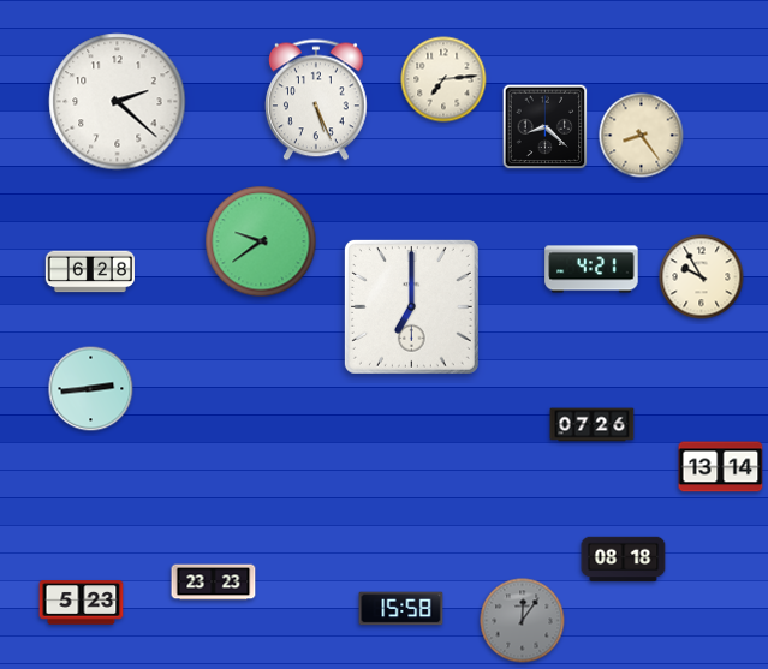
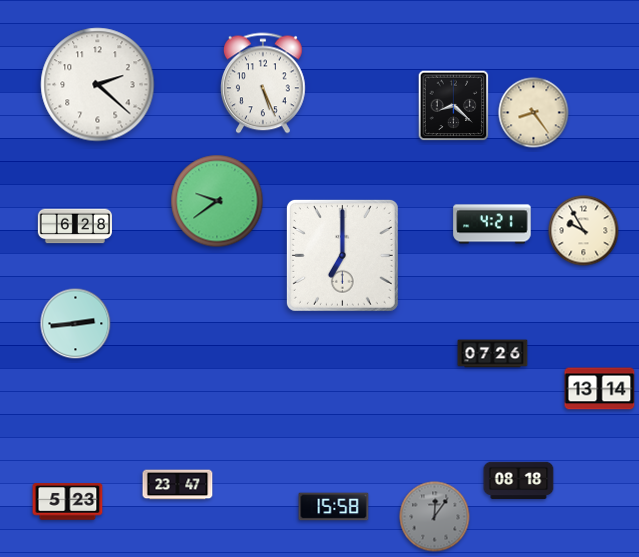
clock at (443, 79): 7:14 -> none
clock at (624, 560) position: (624, 560) -> (519, 481)
clock at (214, 583): 23:23 -> 23:47
